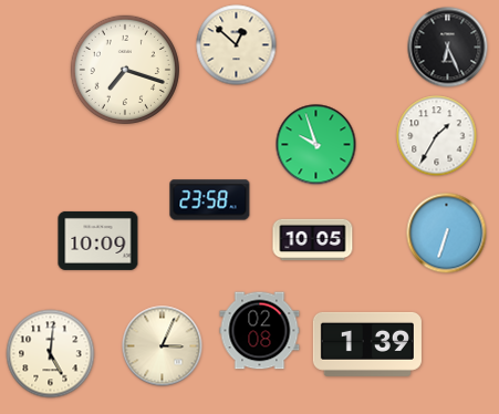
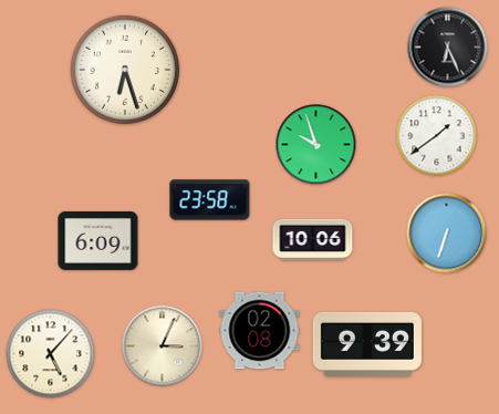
clock at (237, 45): 12:52 -> none
clock at (125, 70): 7:18 -> 6:27
clock at (437, 136): 1:35 -> 1:39
clock at (98, 240): 10:09 -> 6:09
clock at (313, 240): 10:05 -> 10:06
clock at (367, 344): 1:39 -> 9:39
clock at (51, 354): 5:01 -> 5:07
